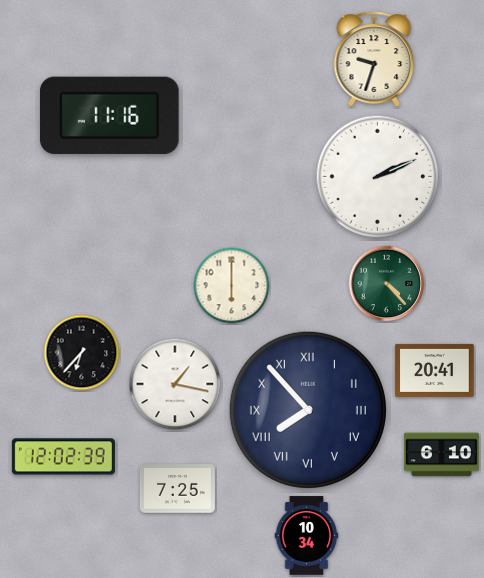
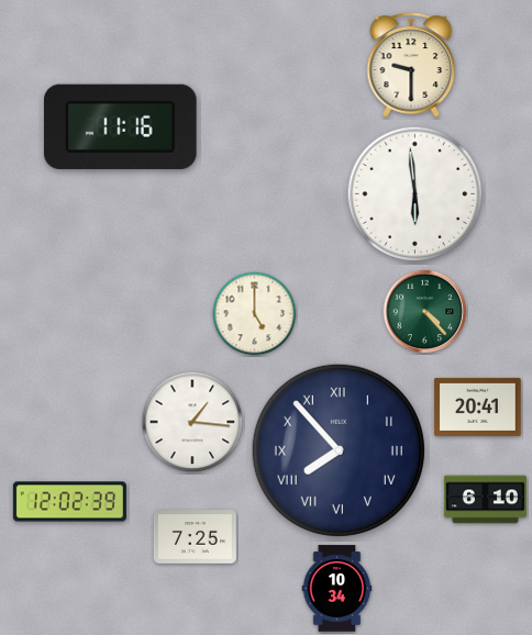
clock at (374, 59): 9:33 -> 9:30
clock at (378, 177): 2:11 -> 5:59
clock at (232, 286): 6:00 -> 5:00
clock at (82, 353): 6:37 -> none
clock at (175, 384): 1:17 -> 1:16
